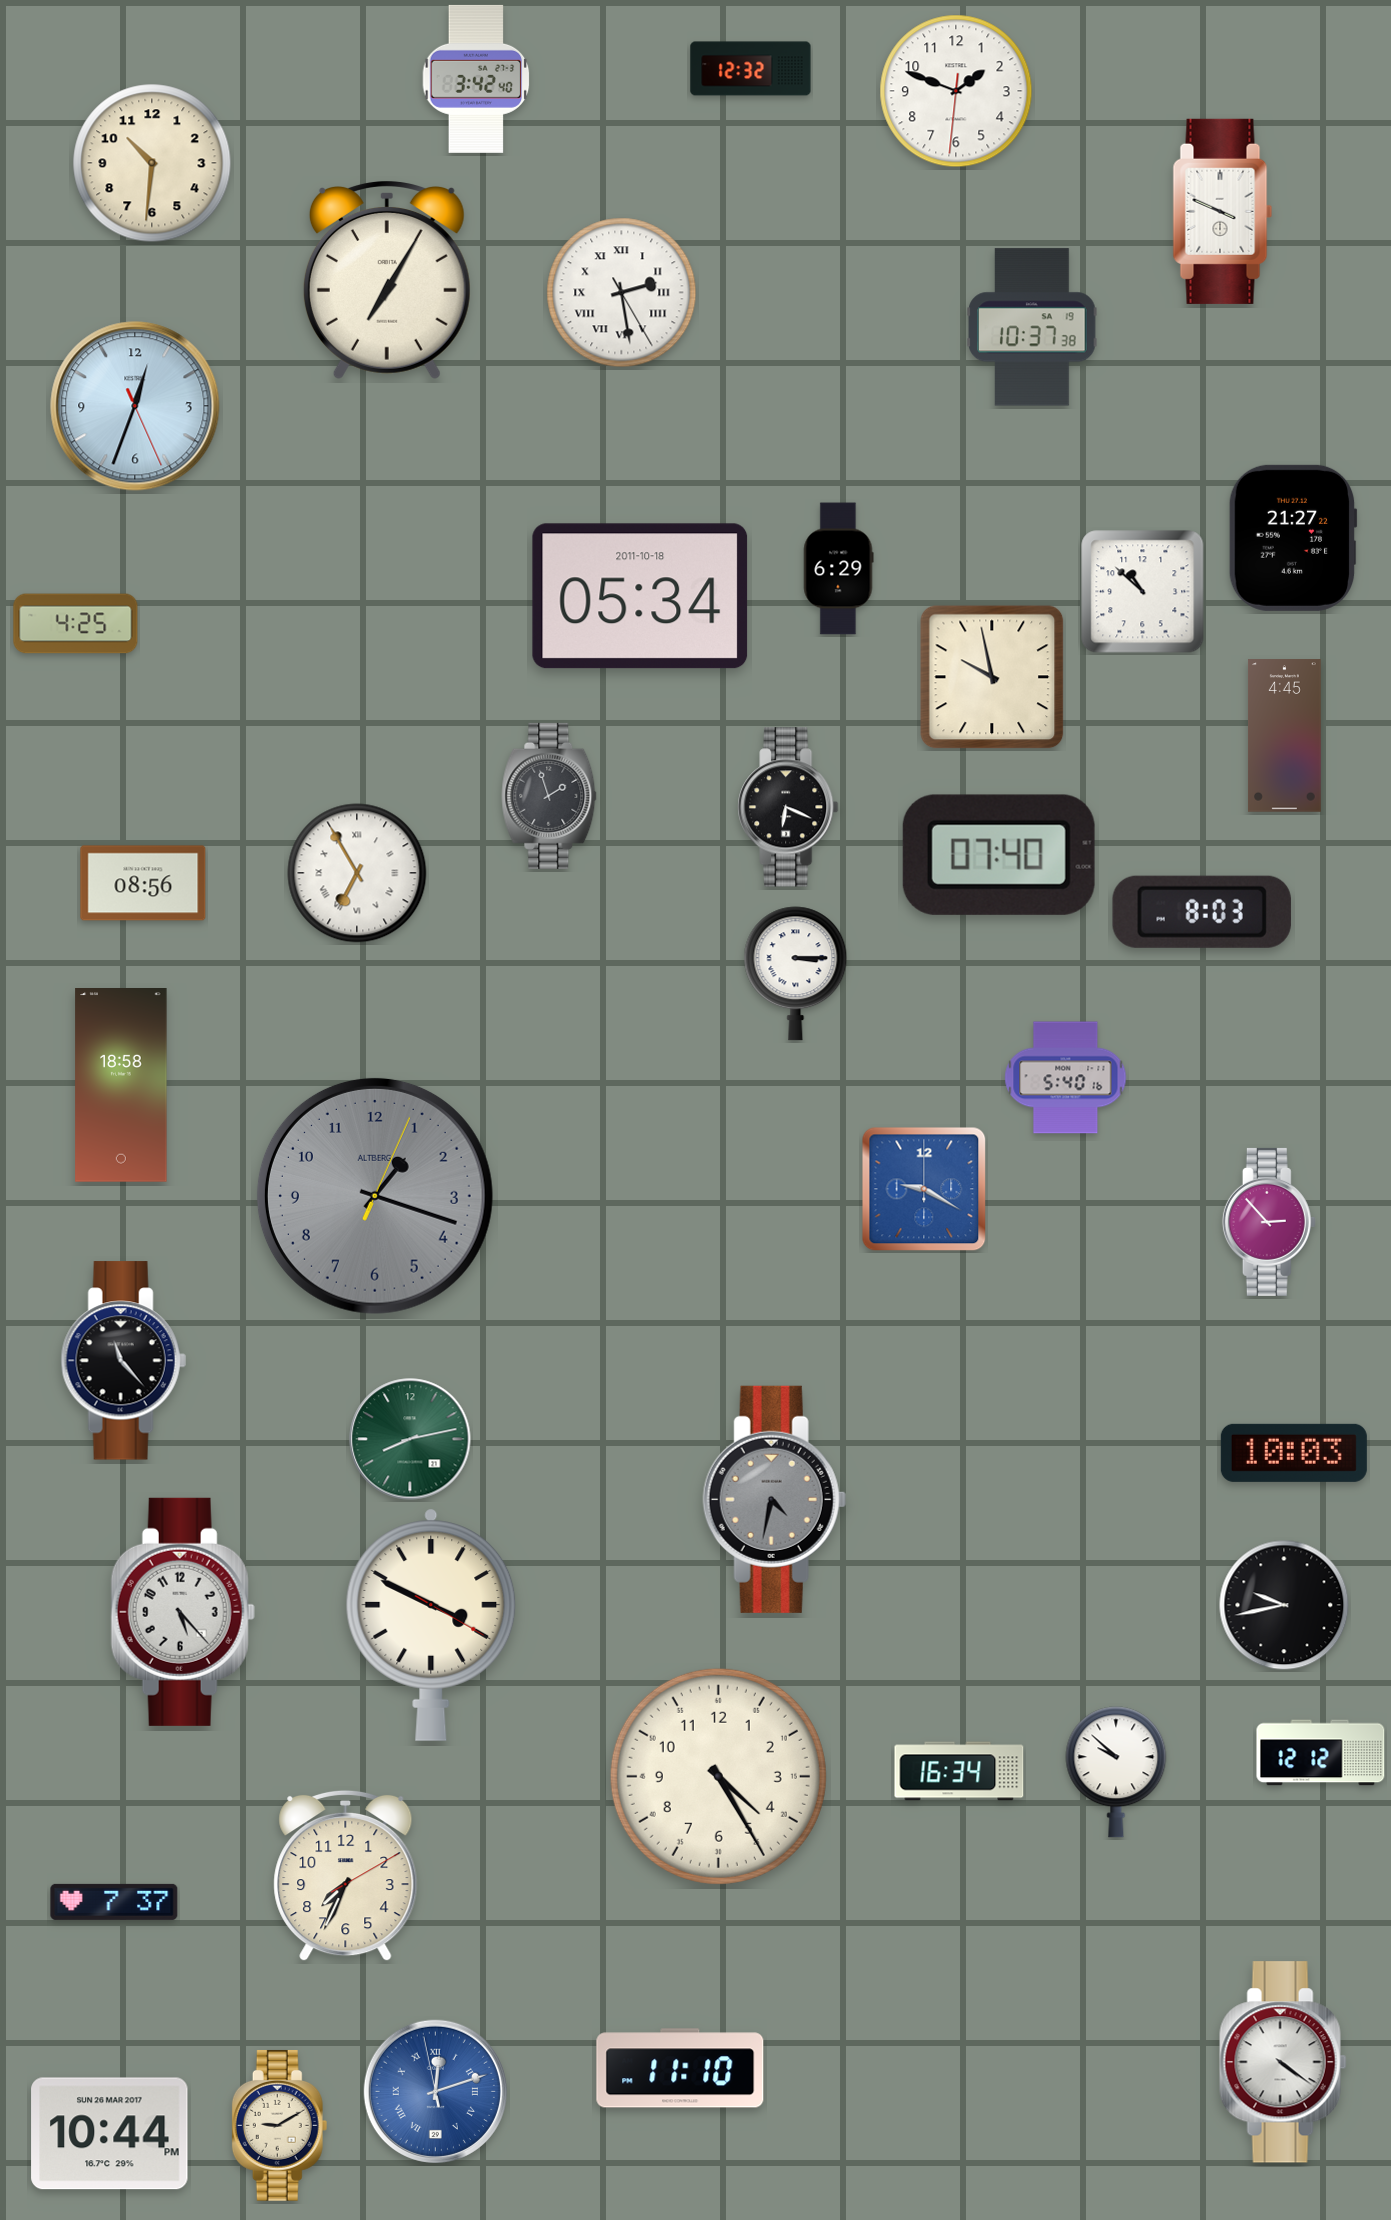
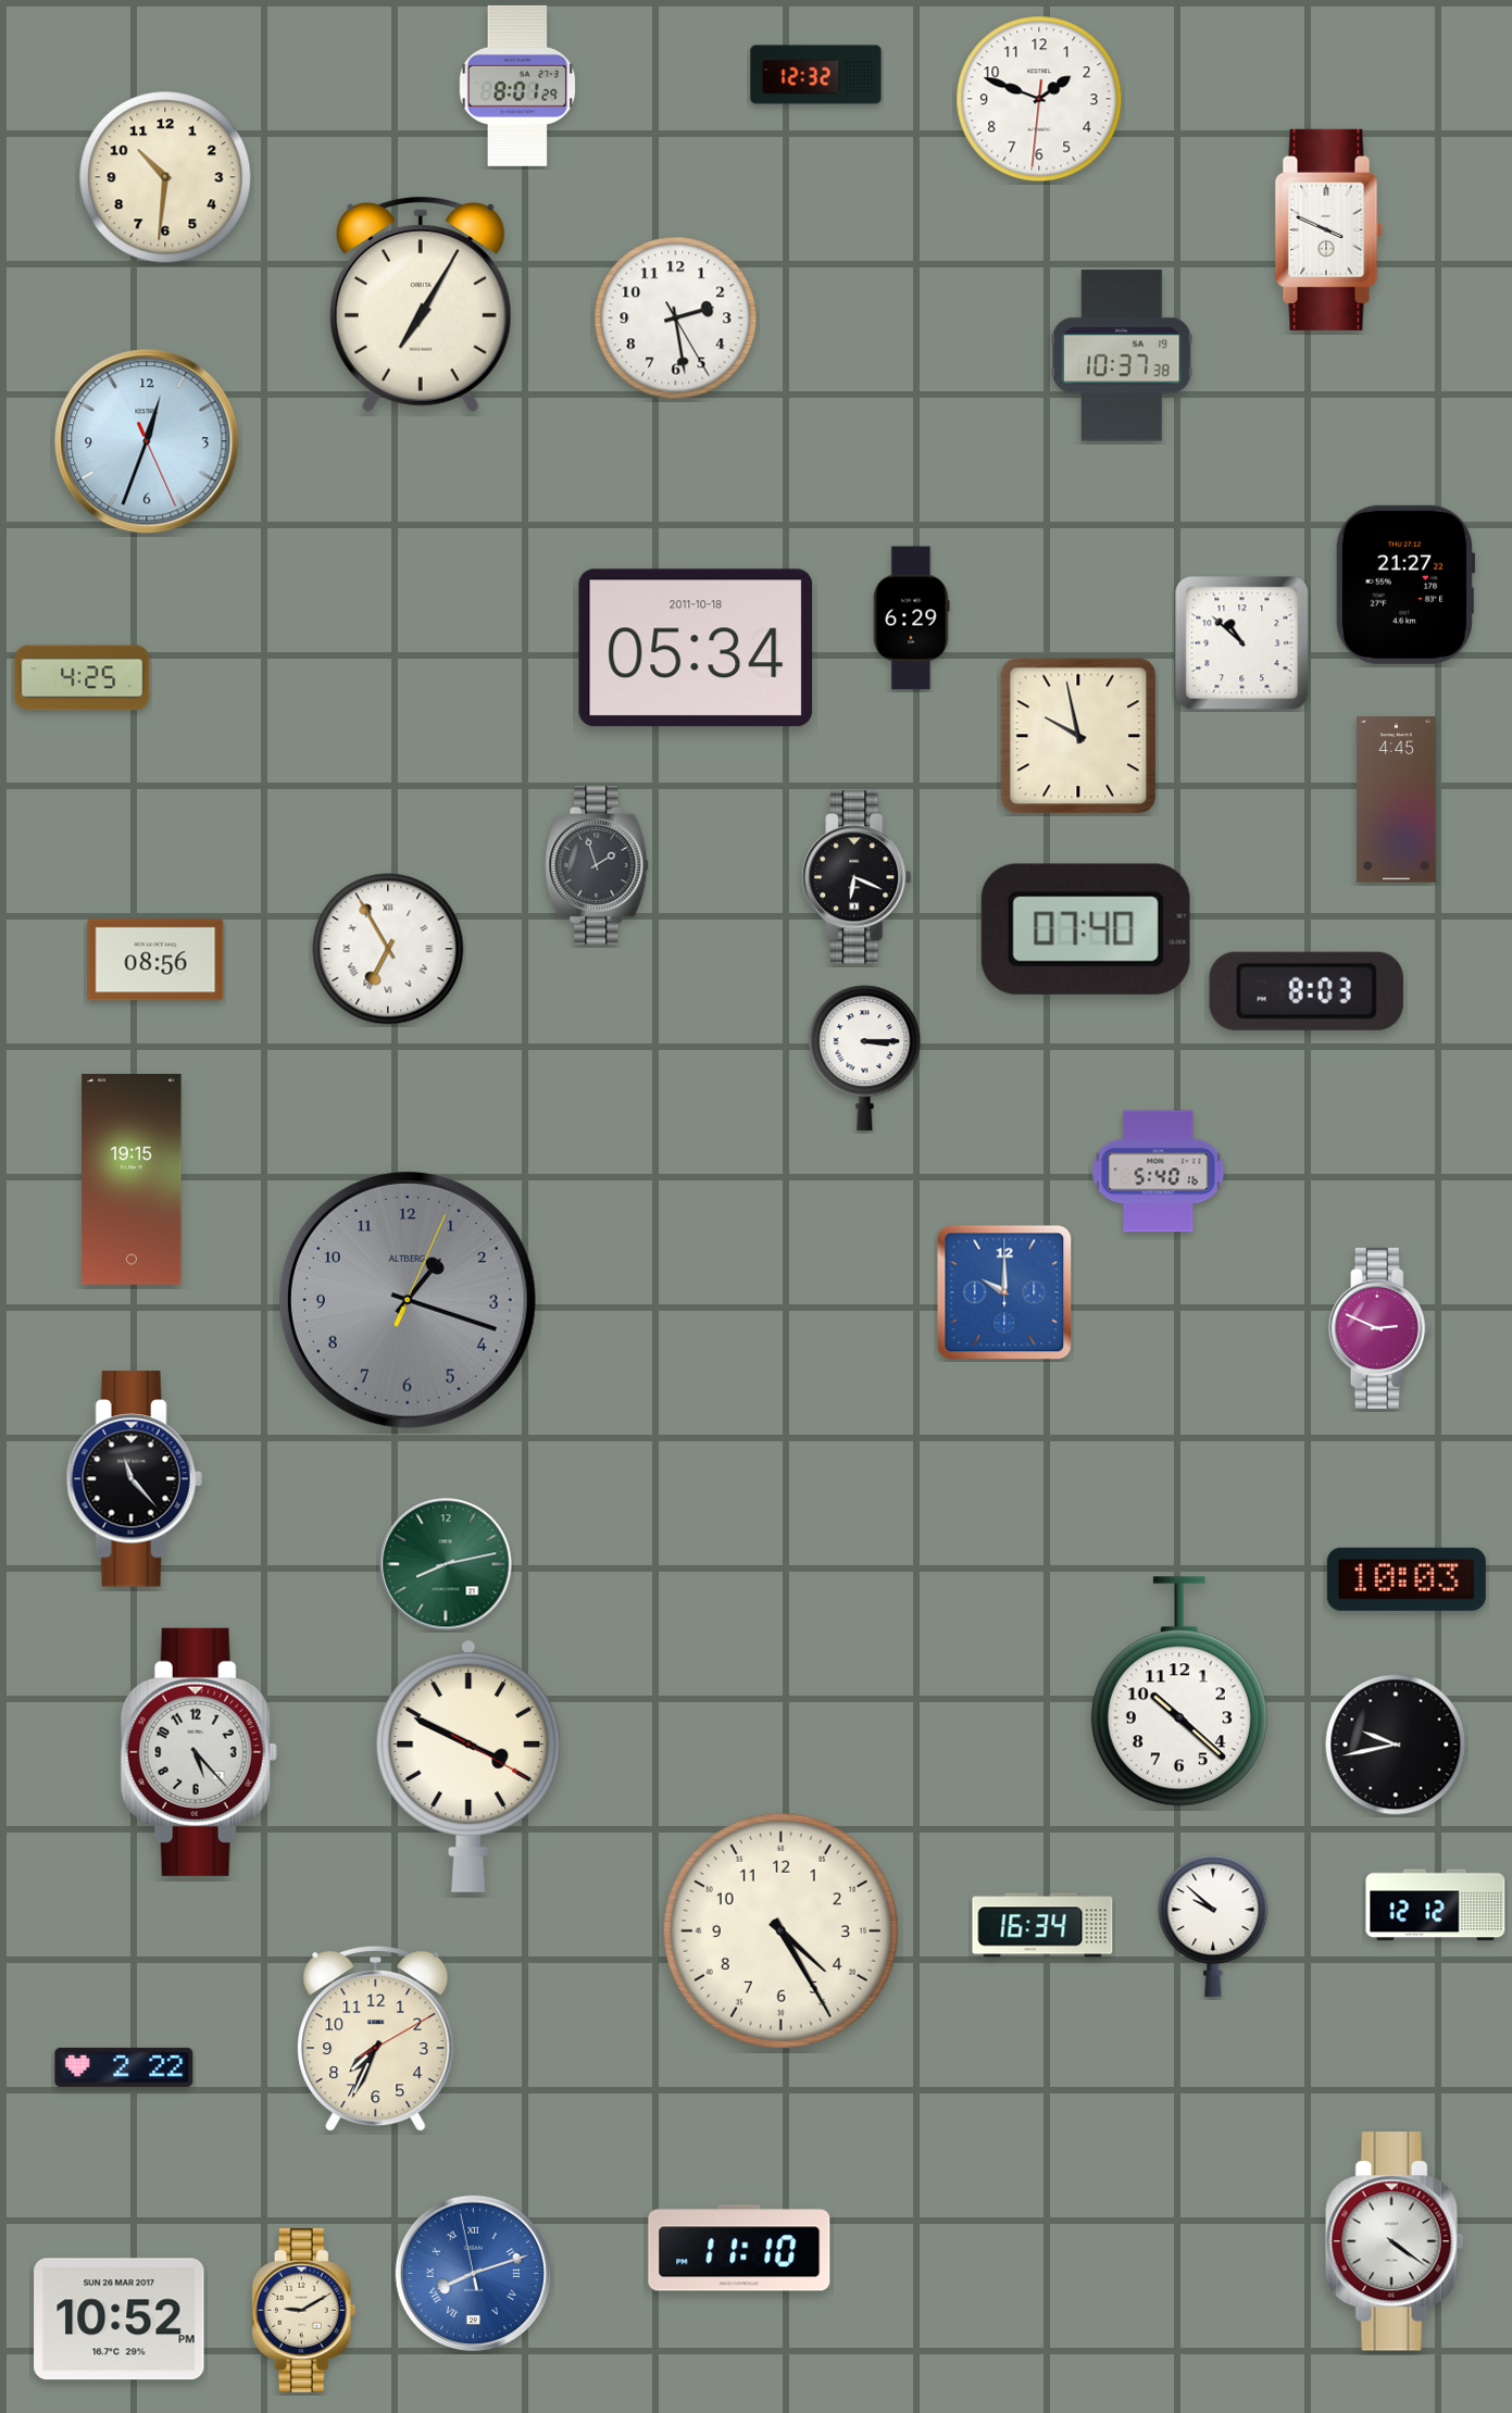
clock at (476, 79): 3:42 -> 8:01
clock at (622, 293) numerals: Roman -> Arabic
clock at (121, 1086): 18:58 -> 19:15
clock at (924, 1189): 9:20 -> 10:00
clock at (1269, 1222): 2:53 -> 2:49
clock at (774, 1499): 4:32 -> none
clock at (1179, 1691): none -> 10:22
clock at (114, 1902): 7:37 -> 2:22
clock at (435, 2091): 12:11 -> 8:11
clock at (110, 2134): 10:44 -> 10:52
